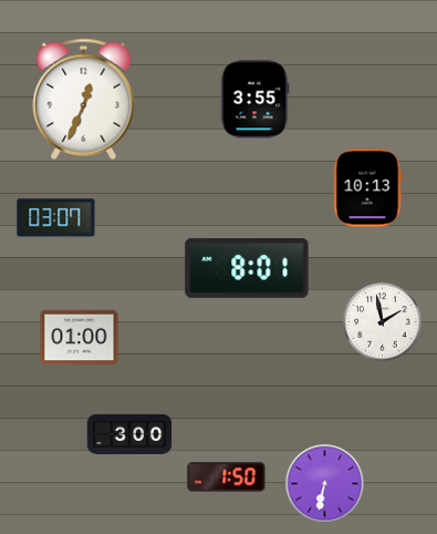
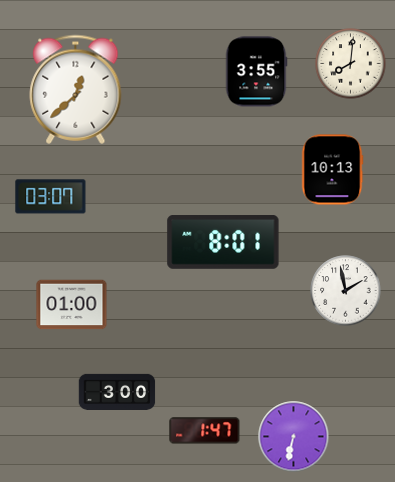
clock at (351, 64): none -> 8:01
clock at (84, 99): 12:34 -> 12:38
clock at (254, 100) position: (254, 100) -> (256, 72)
clock at (227, 477): 1:50 -> 1:47
